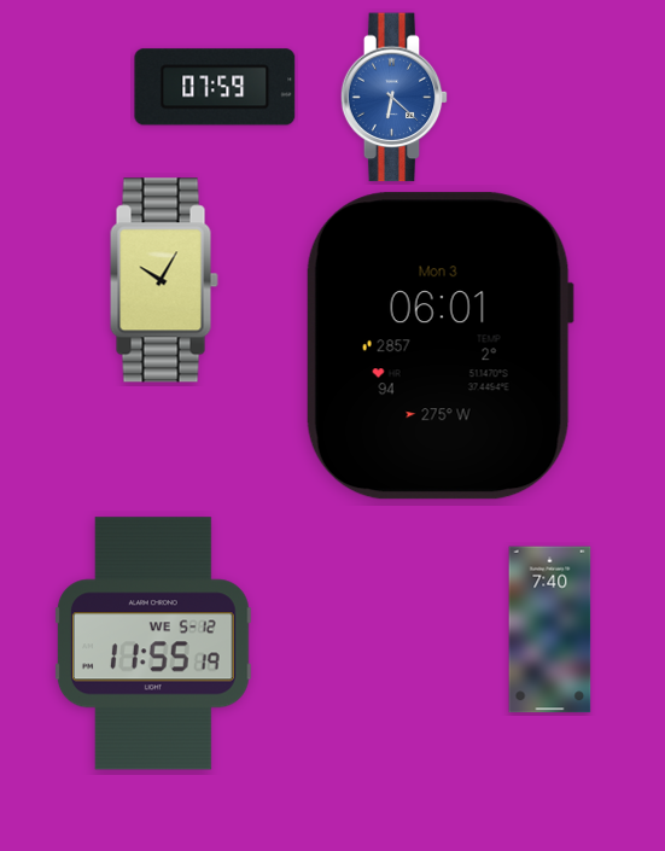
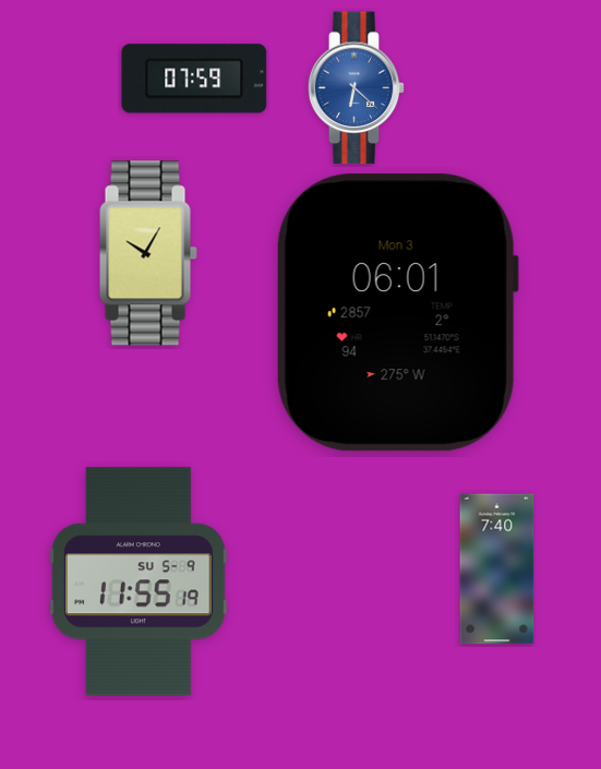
clock at (153, 643) date: WE 5-12 -> SU 5-9
